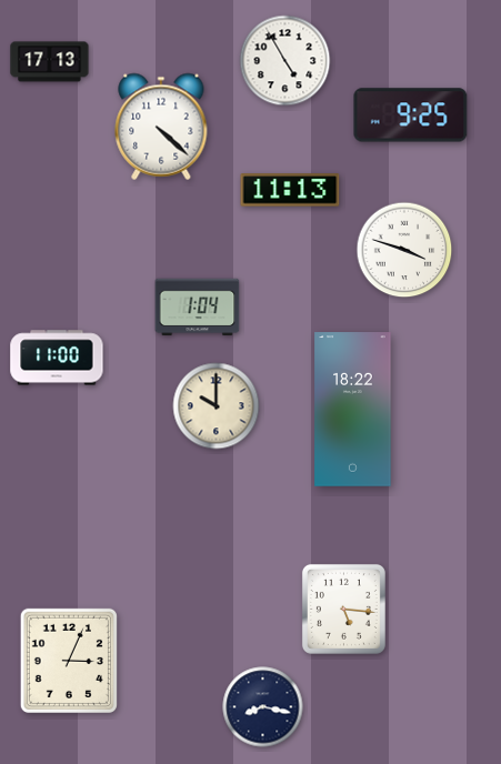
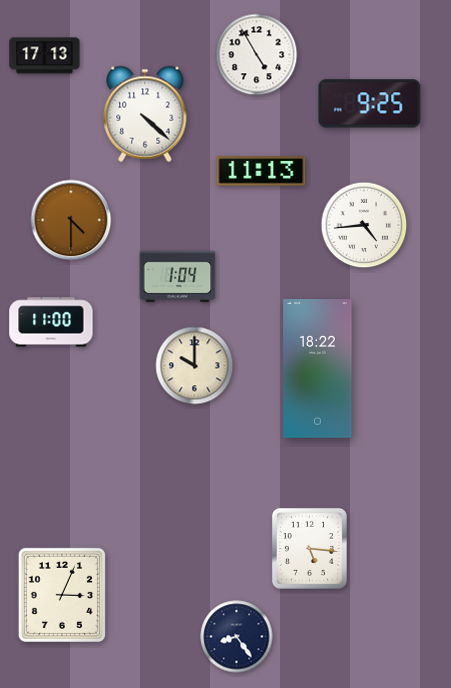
clock at (71, 220): none -> 4:30
clock at (404, 250): 3:48 -> 4:44
clock at (263, 707): 8:17 -> 8:24
